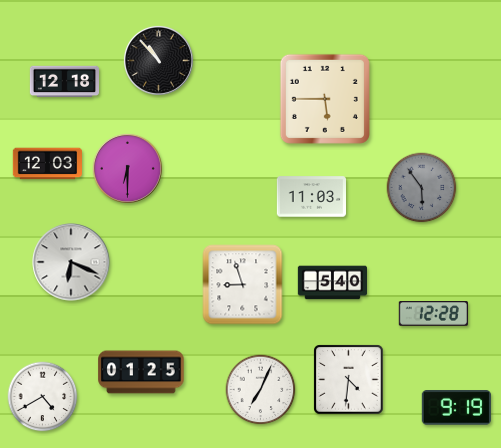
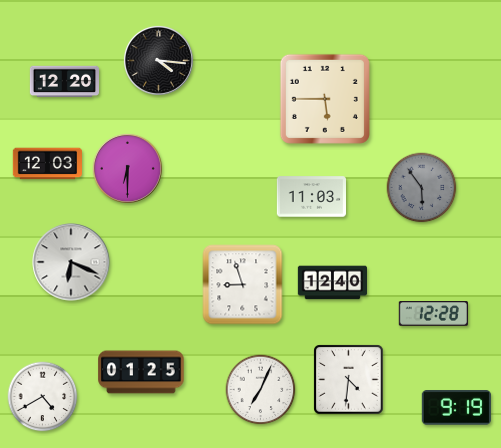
clock at (158, 60): 10:53 -> 4:16
clock at (64, 82): 12:18 -> 12:20
clock at (332, 283): 5:40 -> 12:40
